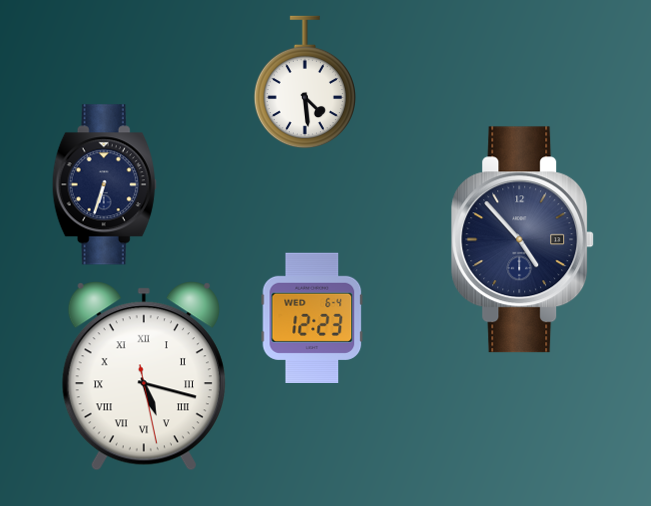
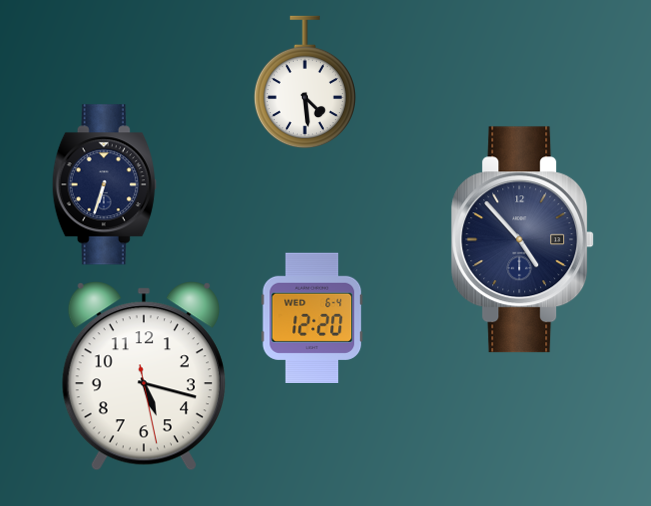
clock at (312, 317): 12:23 -> 12:20
clock at (144, 376) numerals: Roman -> Arabic
